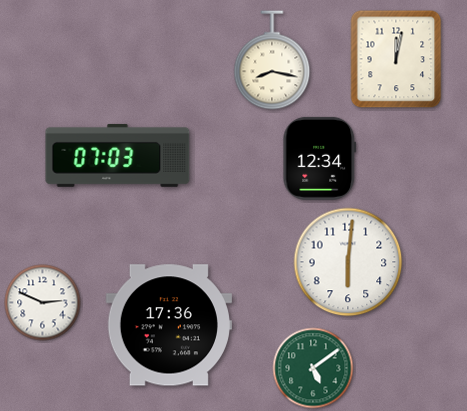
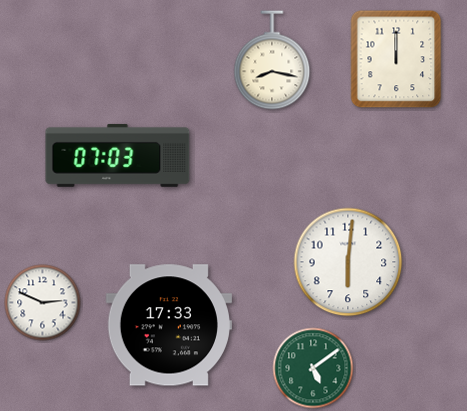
clock at (396, 59): 12:02 -> 12:00
clock at (320, 158): 12:34 -> none
clock at (169, 325): 17:36 -> 17:33
